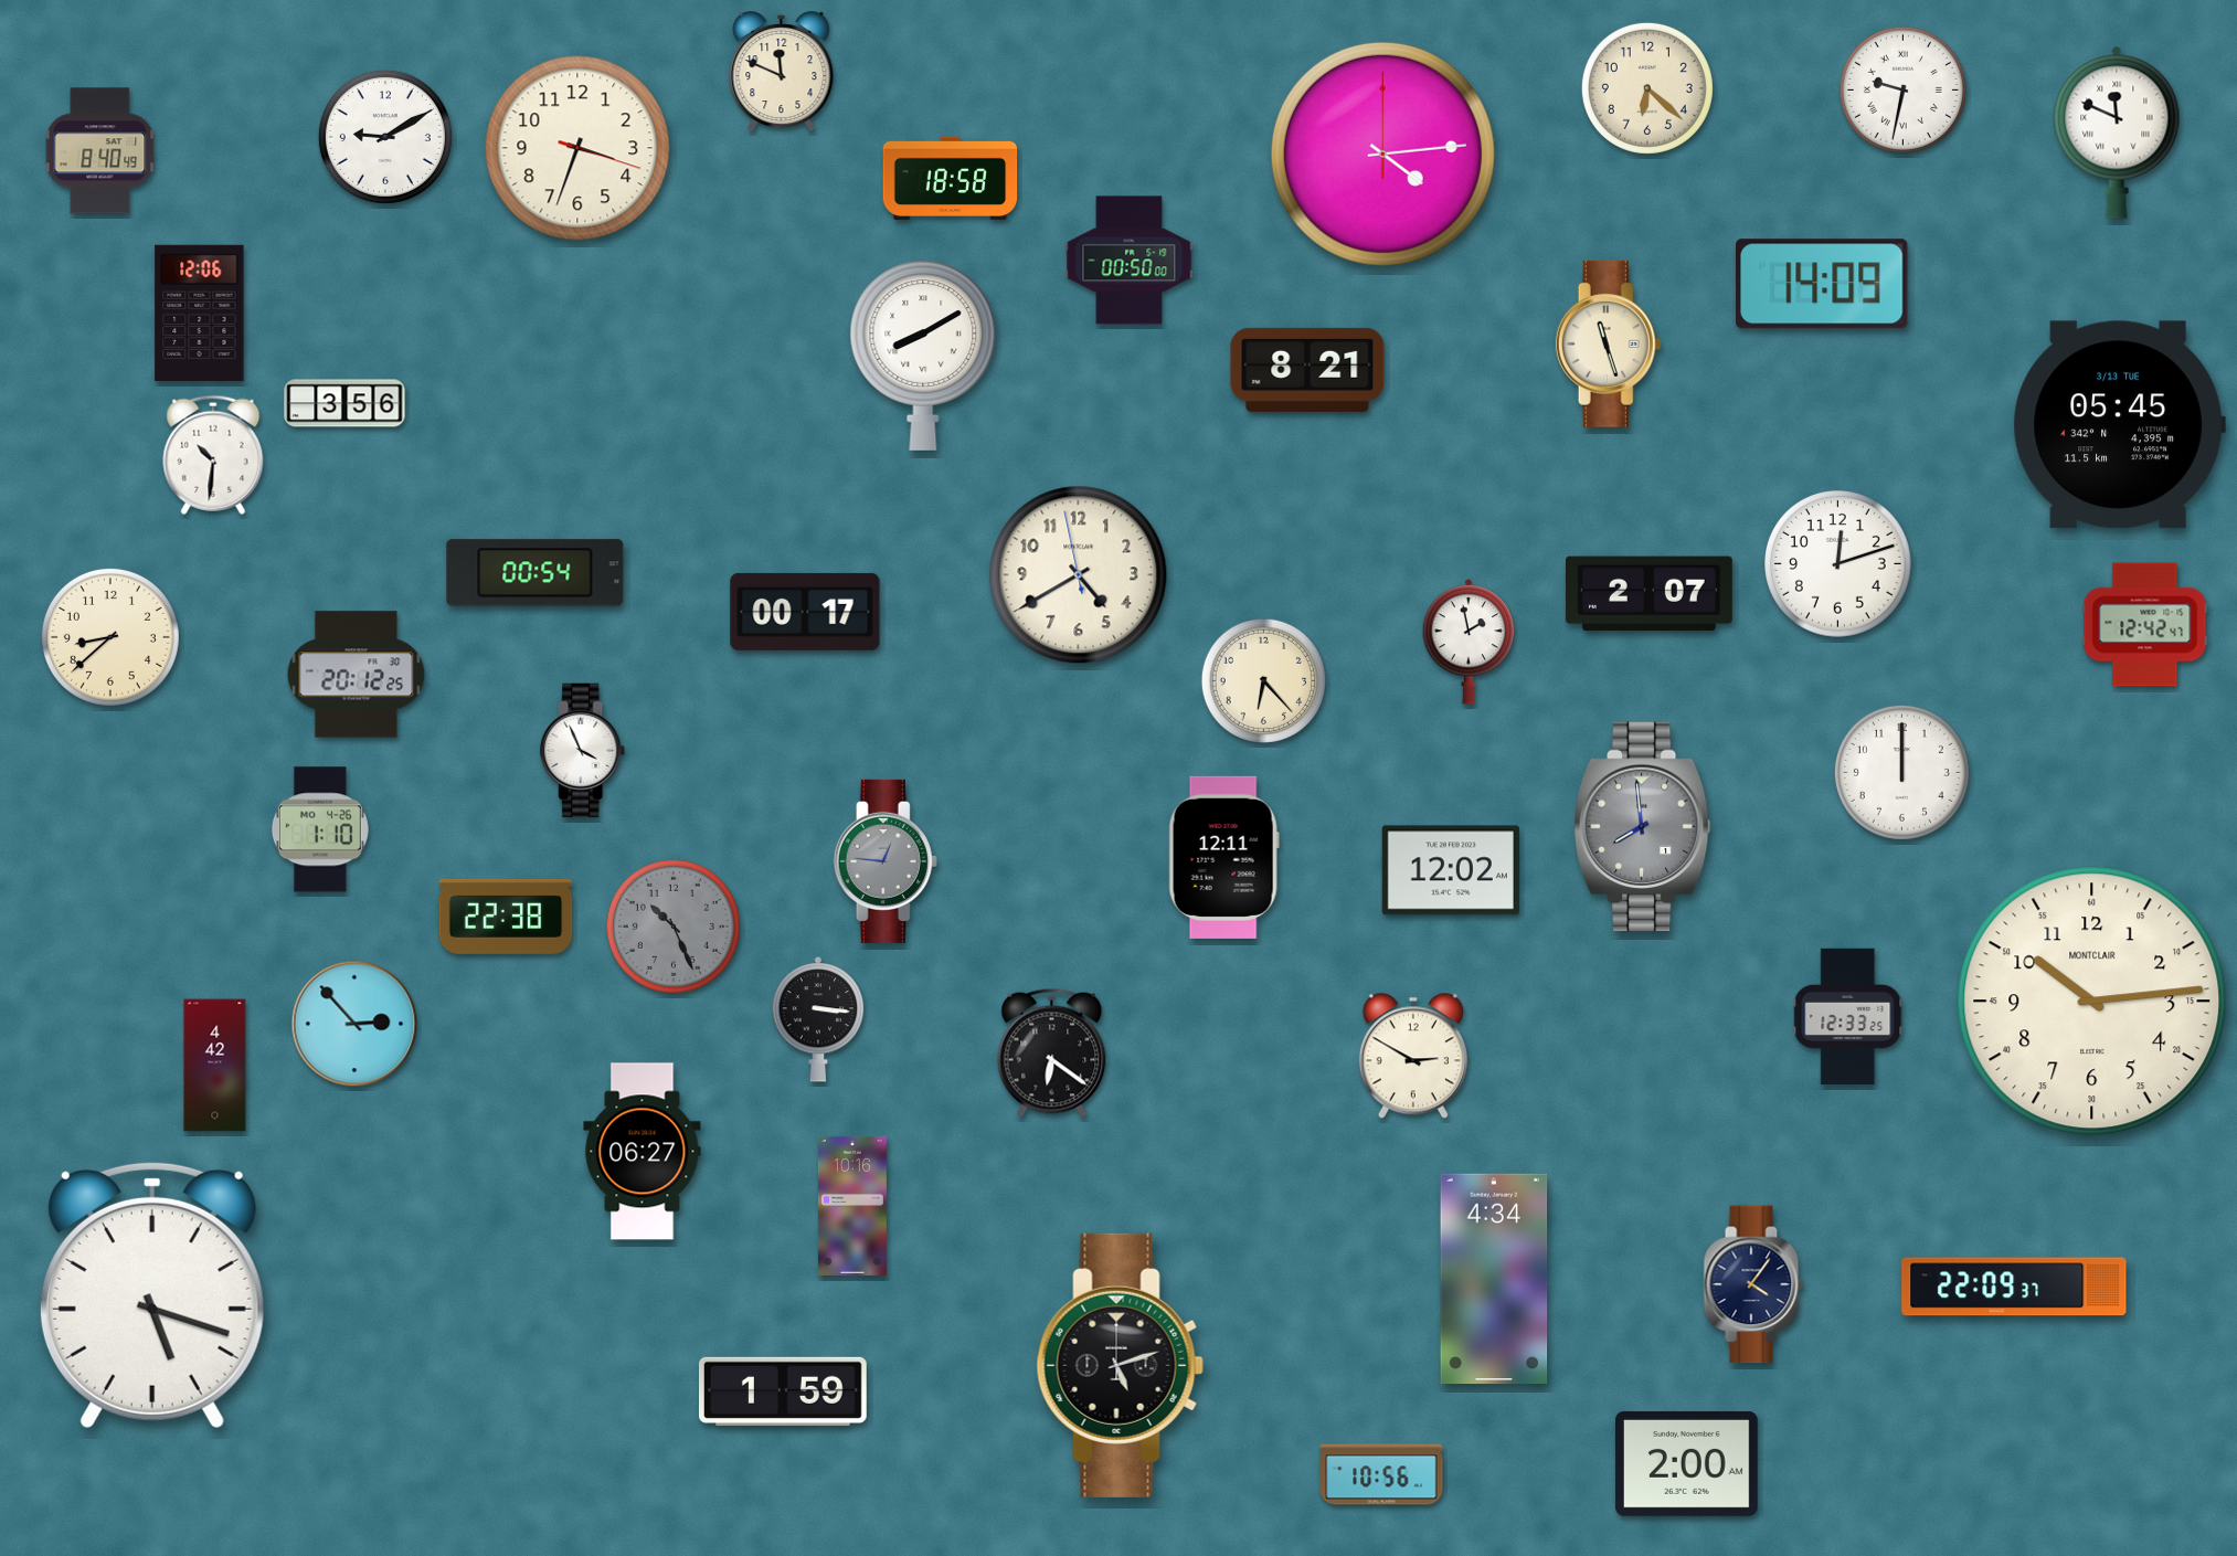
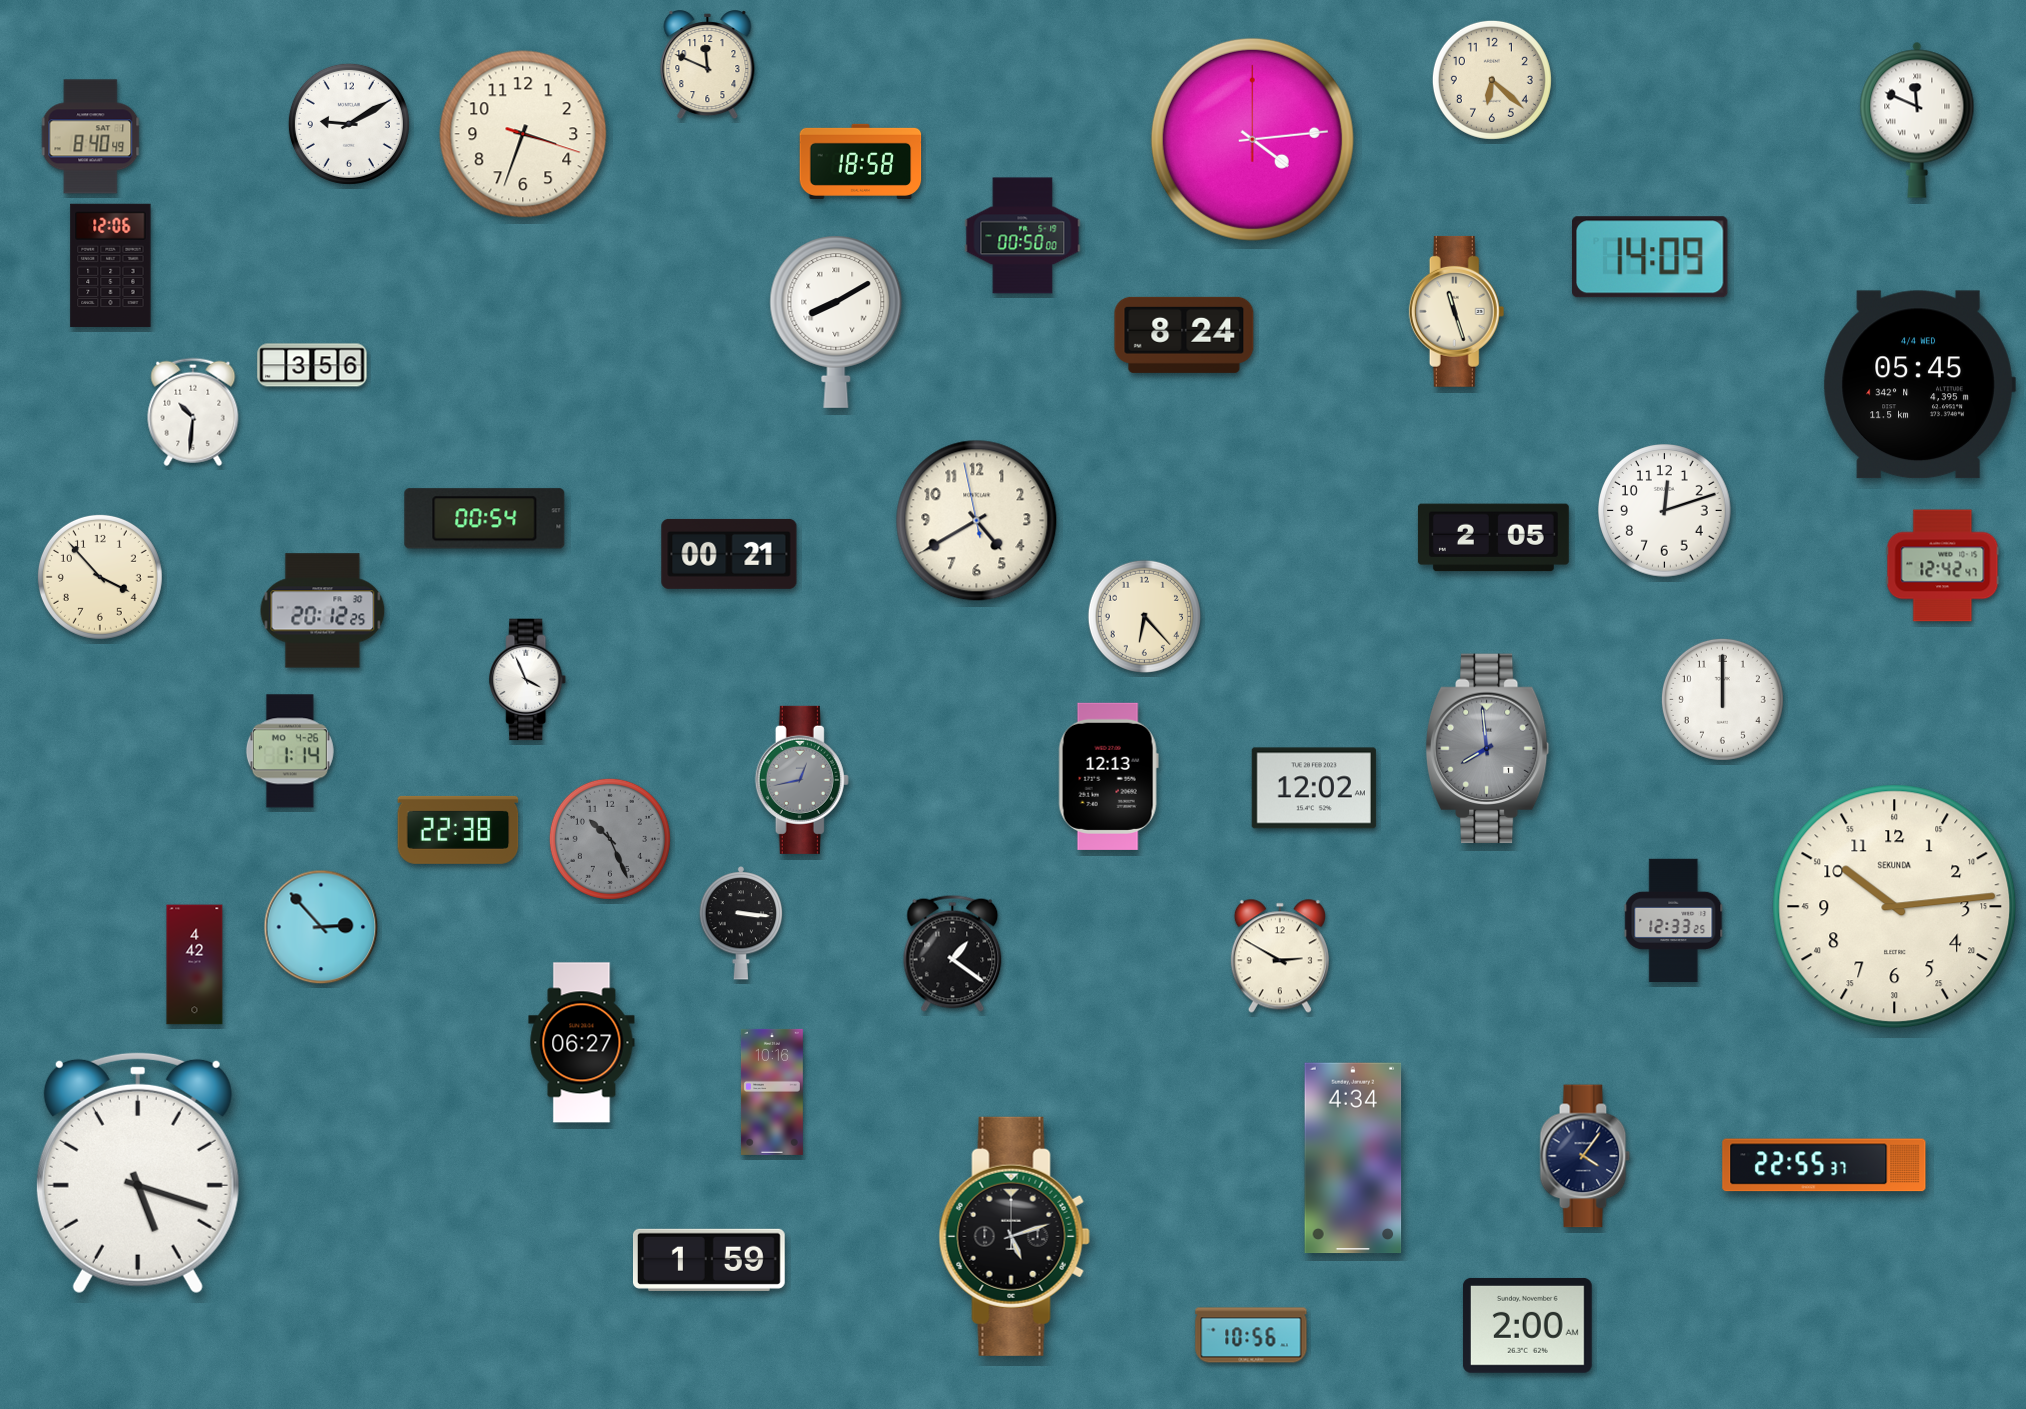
clock at (1902, 89): 9:32 -> none
clock at (200, 313) position: (200, 313) -> (111, 265)
clock at (1307, 370): 8:21 -> 8:24
clock at (2119, 425) date: 3/13 TUE -> 4/4 WED
clock at (1648, 594): 2:07 -> 2:05
clock at (805, 612): 00:17 -> 00:21
clock at (110, 637): 8:38 -> 3:53
clock at (1469, 643): 1:58 -> none
clock at (320, 829): 1:10 -> 1:14
clock at (1223, 857): 12:11 -> 12:13
clock at (886, 861): 12:46 -> 12:43
clock at (2092, 1002) brand: MONTCLAIR -> SEKUNDA
clock at (1052, 1052): 6:21 -> 1:21
clock at (1753, 1284) position: (1753, 1284) -> (1585, 1156)
clock at (2014, 1287): 22:09 -> 22:55
